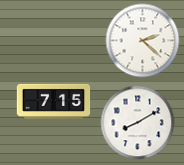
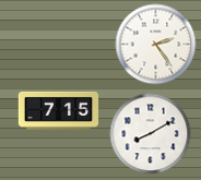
clock at (143, 41): 2:22 -> 2:24
